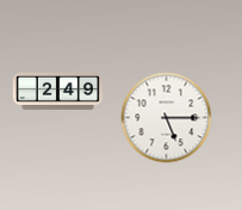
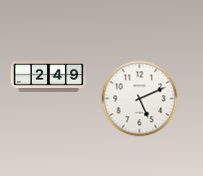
clock at (167, 118): 5:15 -> 5:11
